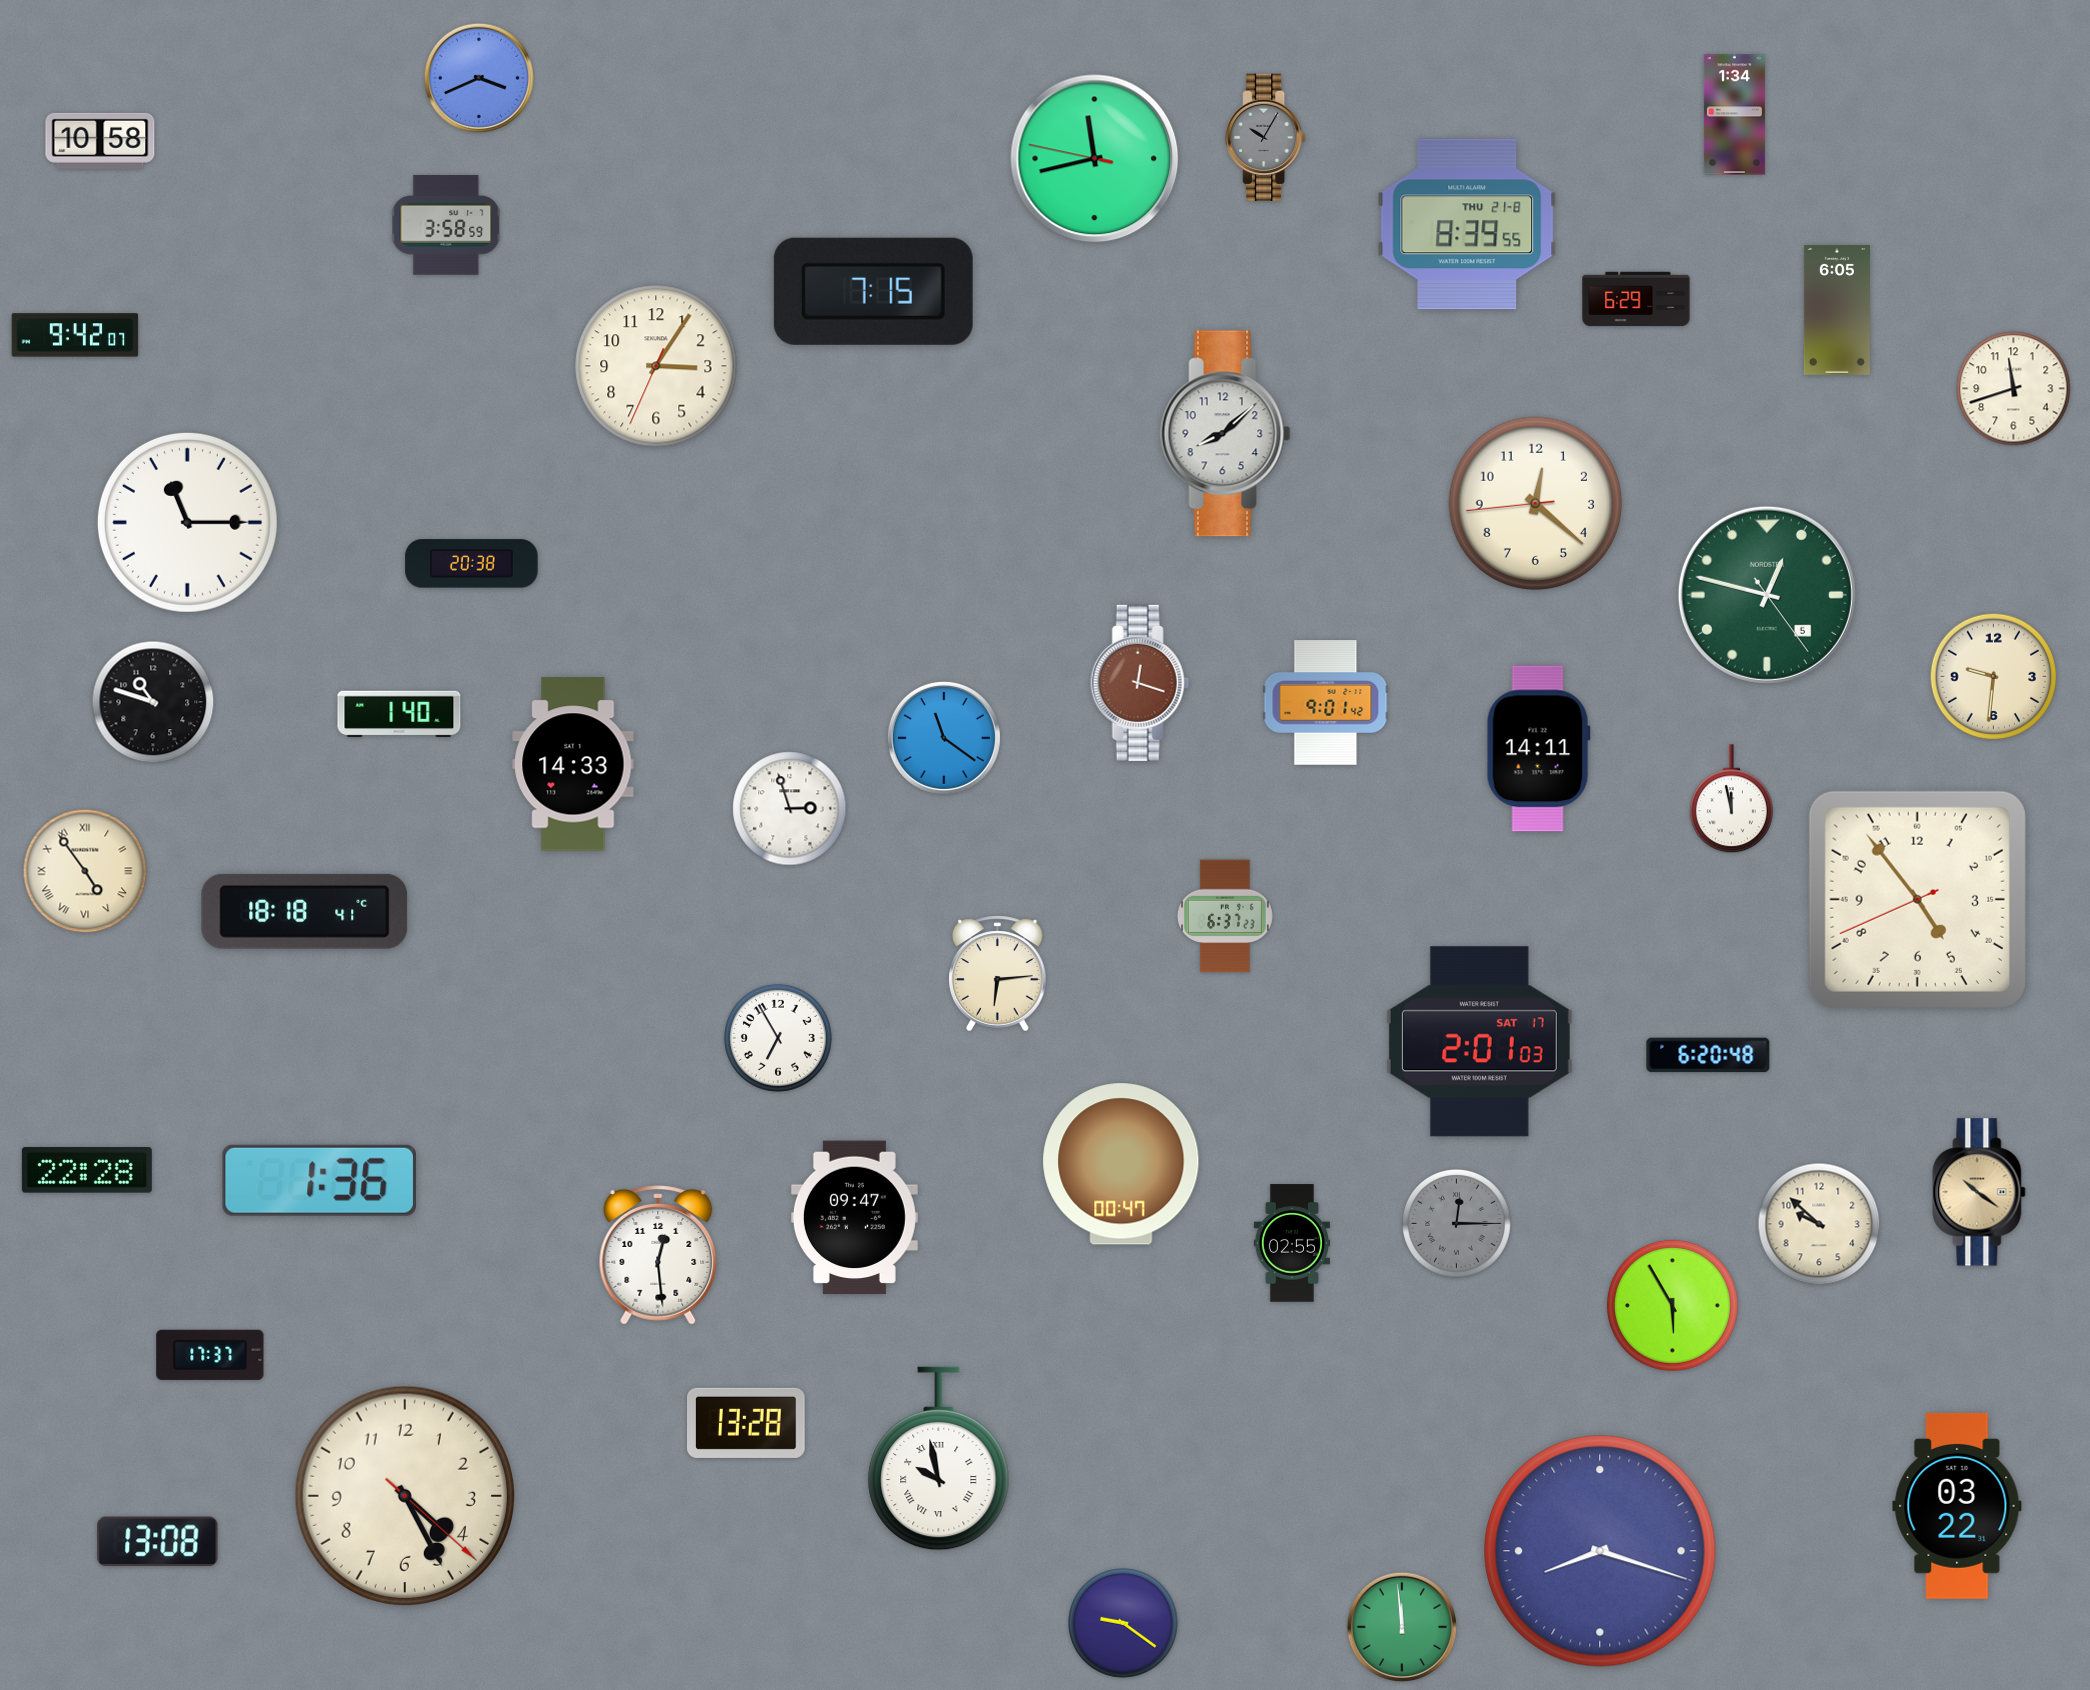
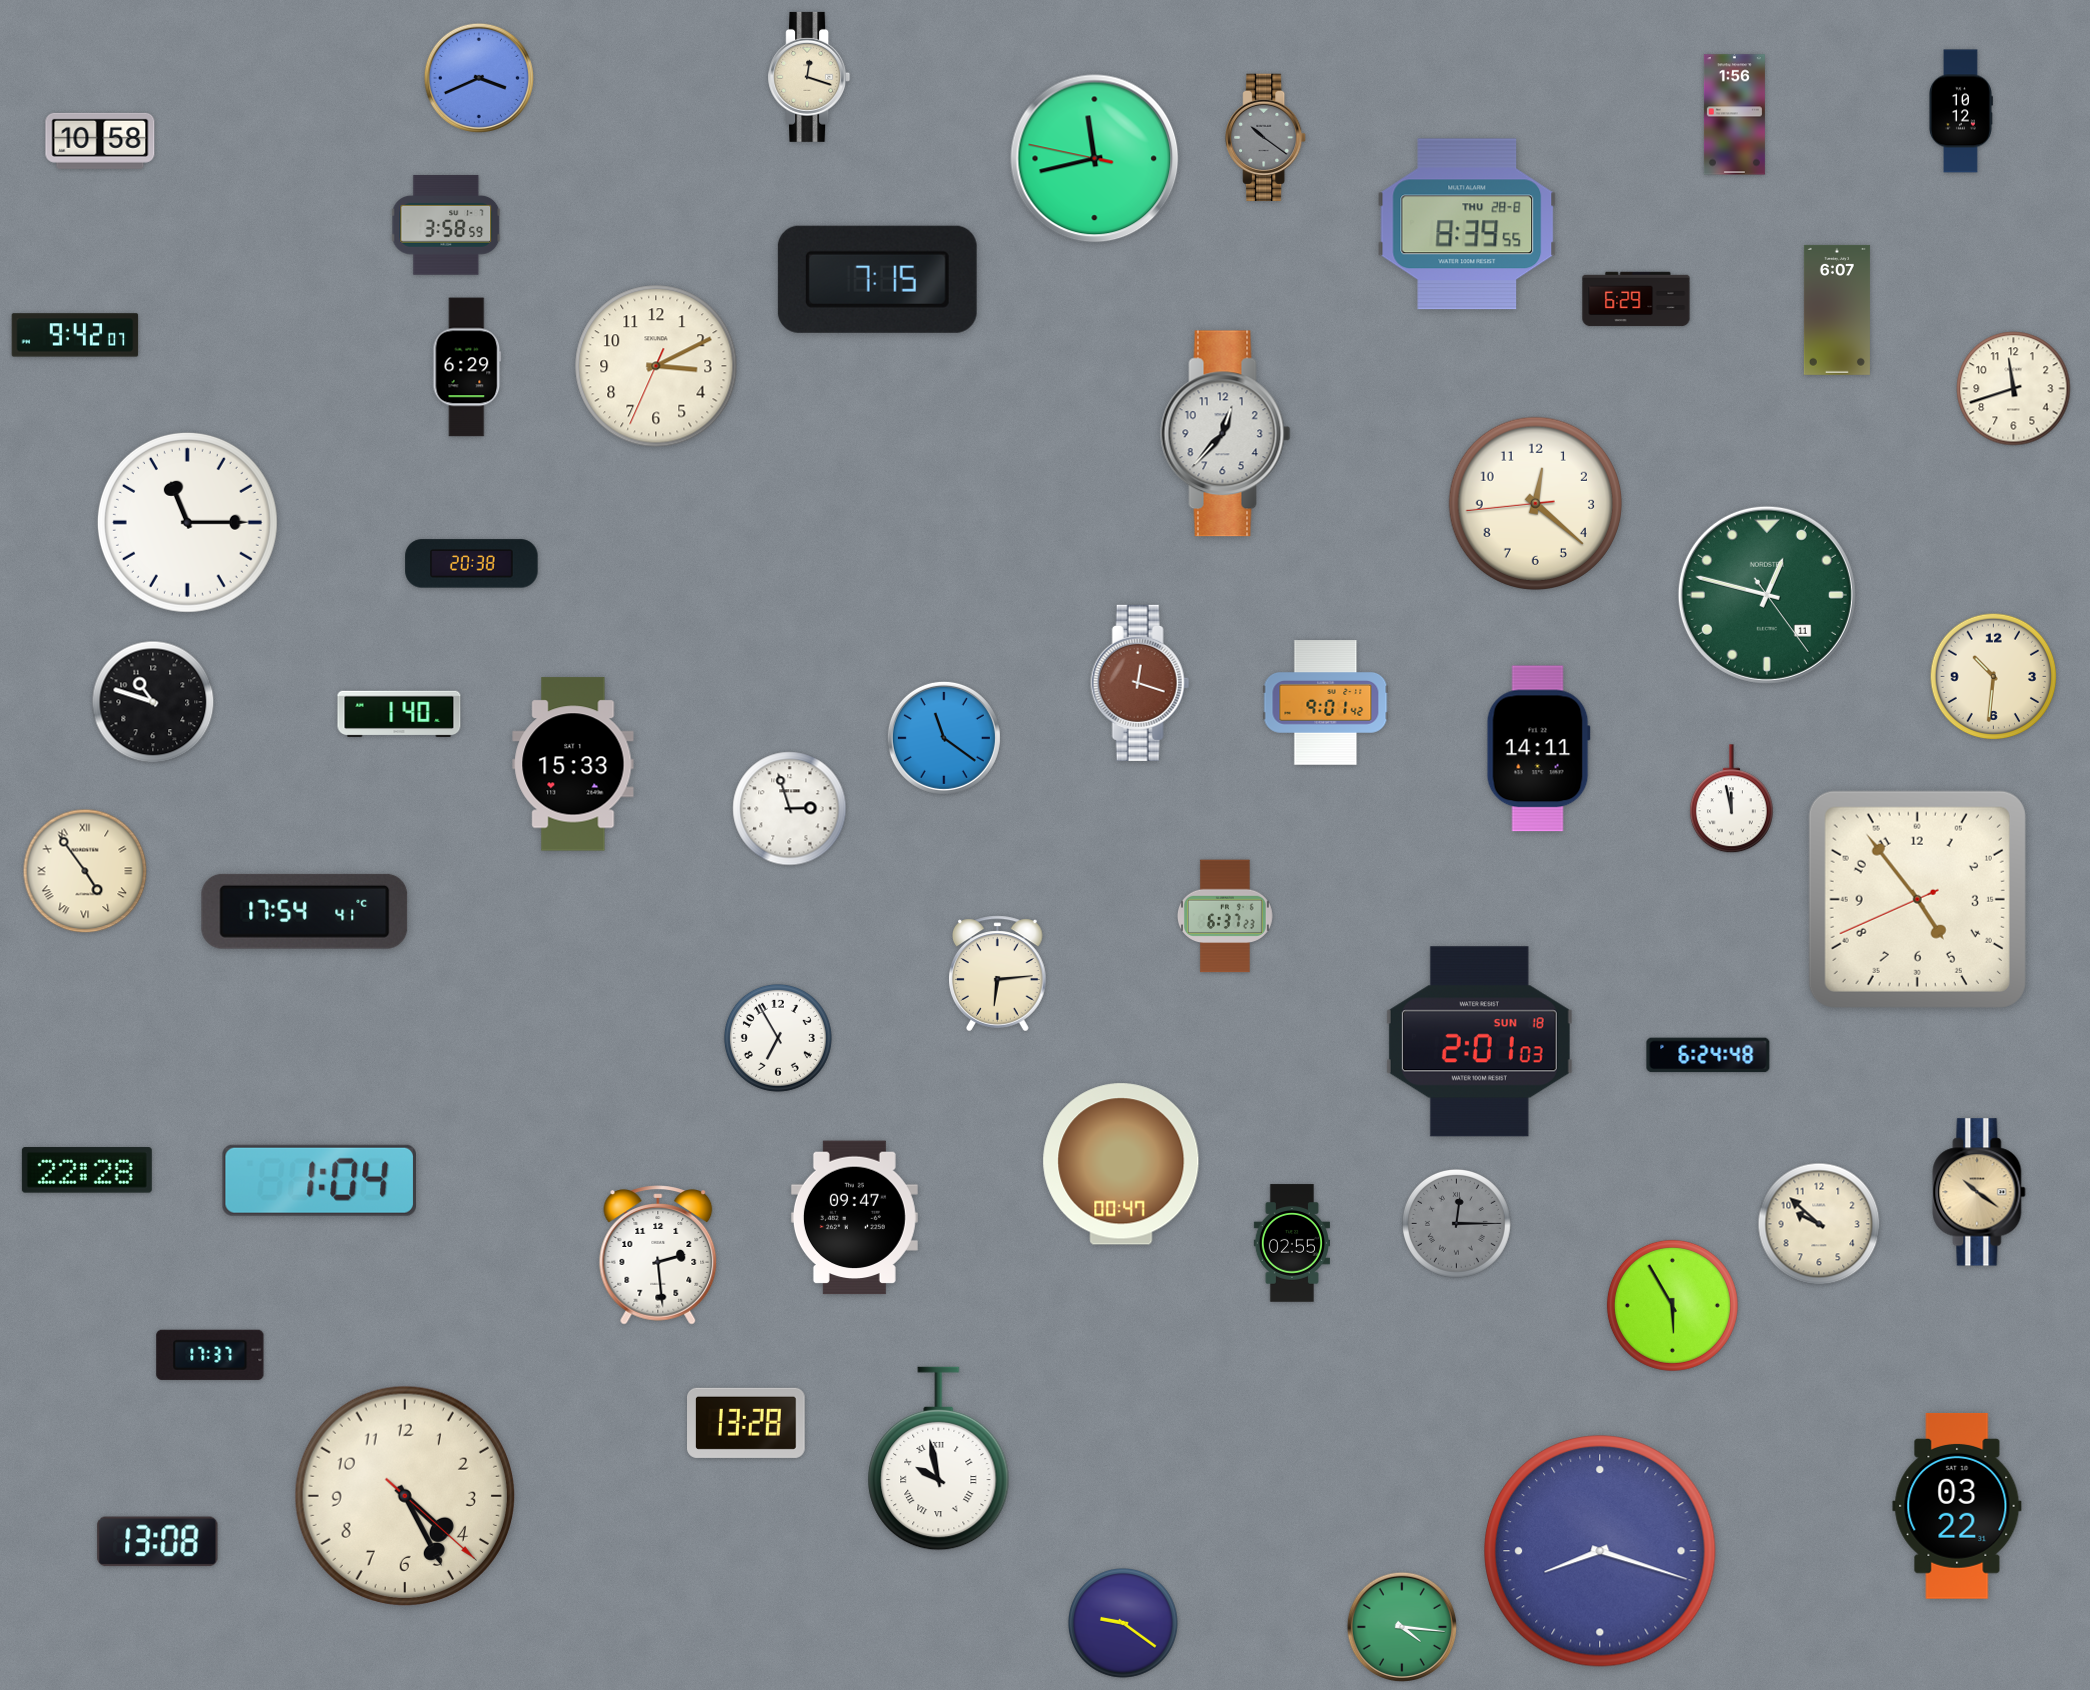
clock at (809, 77): none -> 12:18
clock at (1960, 111): none -> 10:12
clock at (1734, 115): 1:34 -> 1:56
clock at (1266, 138): 10:05 -> 10:21
clock at (1467, 224) date: THU 21-8 -> THU 28-8
clock at (873, 291) position: (873, 291) -> (877, 279)
clock at (1837, 310): 6:05 -> 6:07
clock at (656, 366): 3:05 -> 3:10
clock at (467, 367): none -> 6:29
clock at (1226, 434): 8:08 -> 12:37
clock at (1767, 595) date: 5 -> 11
clock at (1994, 677): 9:31 -> 10:31
clock at (573, 764): 14:33 -> 15:33
clock at (305, 911): 18:18 -> 17:54
clock at (1479, 1042) date: SAT 17 -> SUN 18
clock at (1708, 1055): 6:20 -> 6:24
clock at (319, 1180): 1:36 -> 1:04
clock at (658, 1255): 12:29 -> 2:29
clock at (1401, 1626): 11:59 -> 4:16
